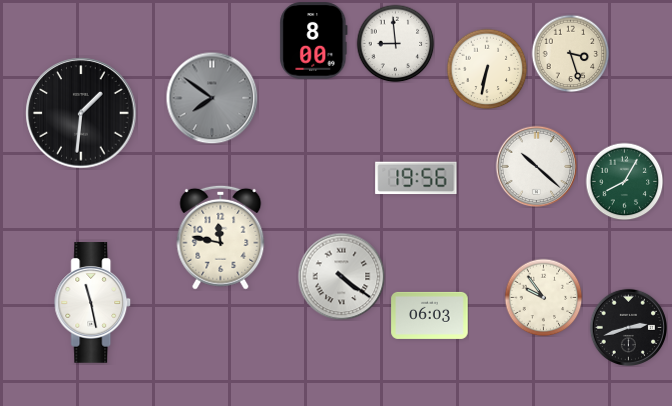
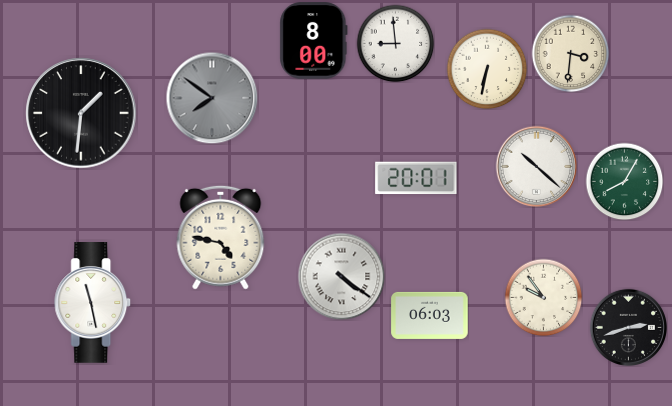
clock at (570, 53): 3:27 -> 3:31
clock at (416, 178): 19:56 -> 20:01
clock at (221, 237): 11:47 -> 4:47
